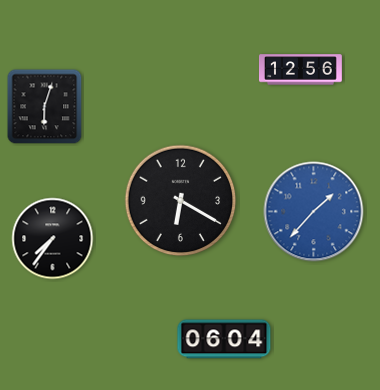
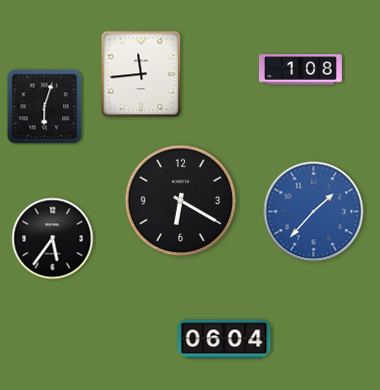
clock at (301, 70): 12:56 -> 1:08
clock at (141, 74): none -> 11:44
clock at (53, 239): 7:36 -> 5:36
